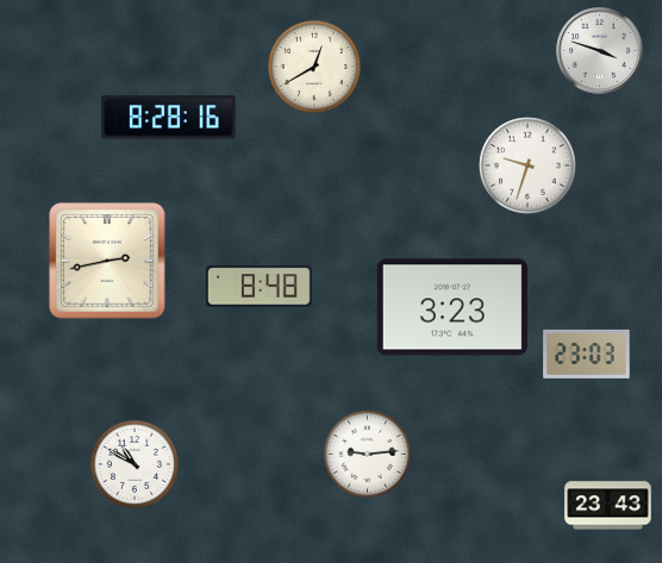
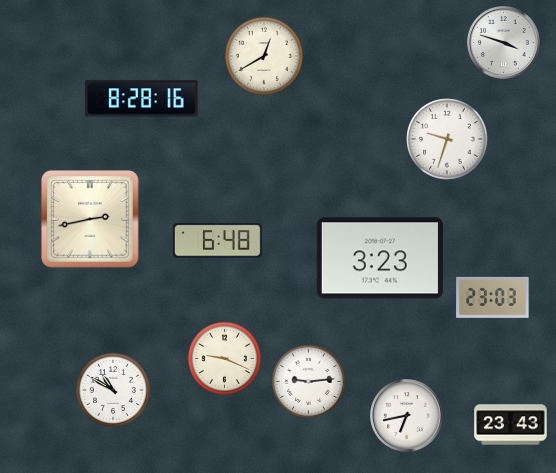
clock at (527, 165) position: (527, 165) -> (447, 139)
clock at (258, 287): 8:48 -> 6:48
clock at (224, 358): none -> 9:19
clock at (407, 416): none -> 6:43
